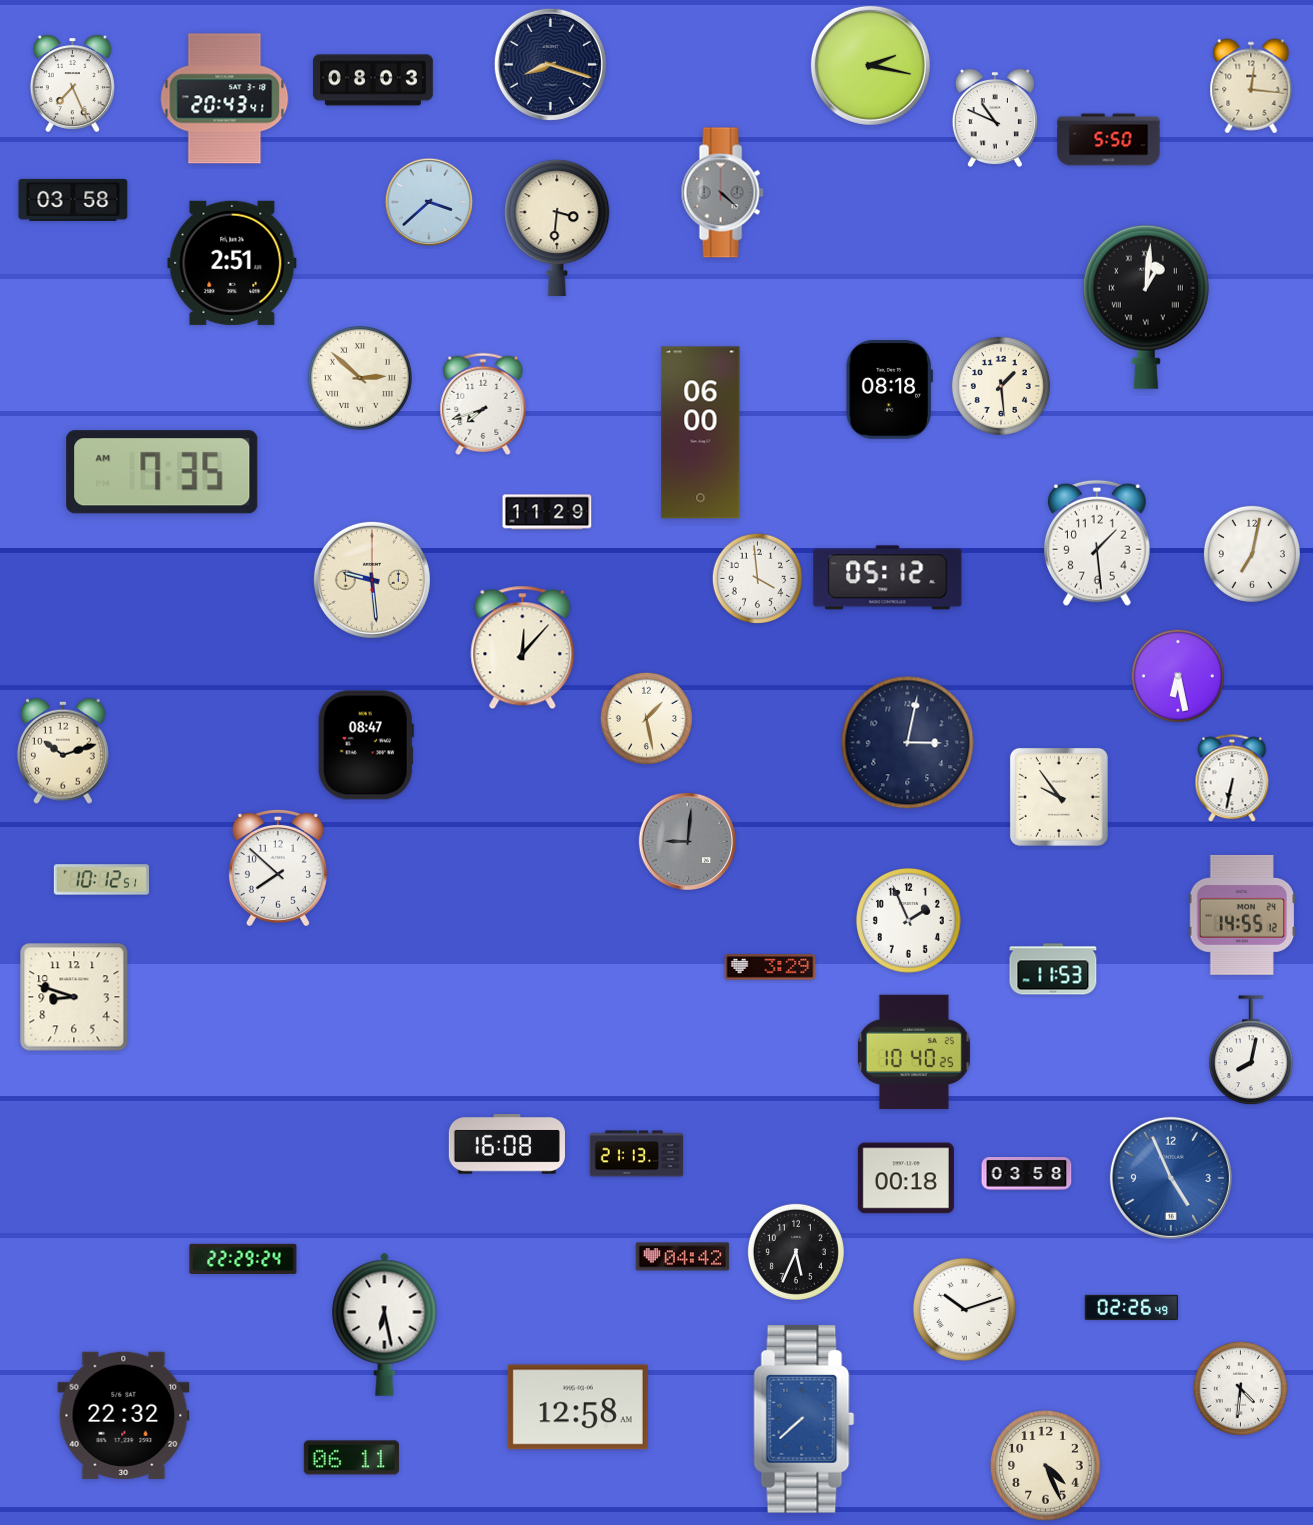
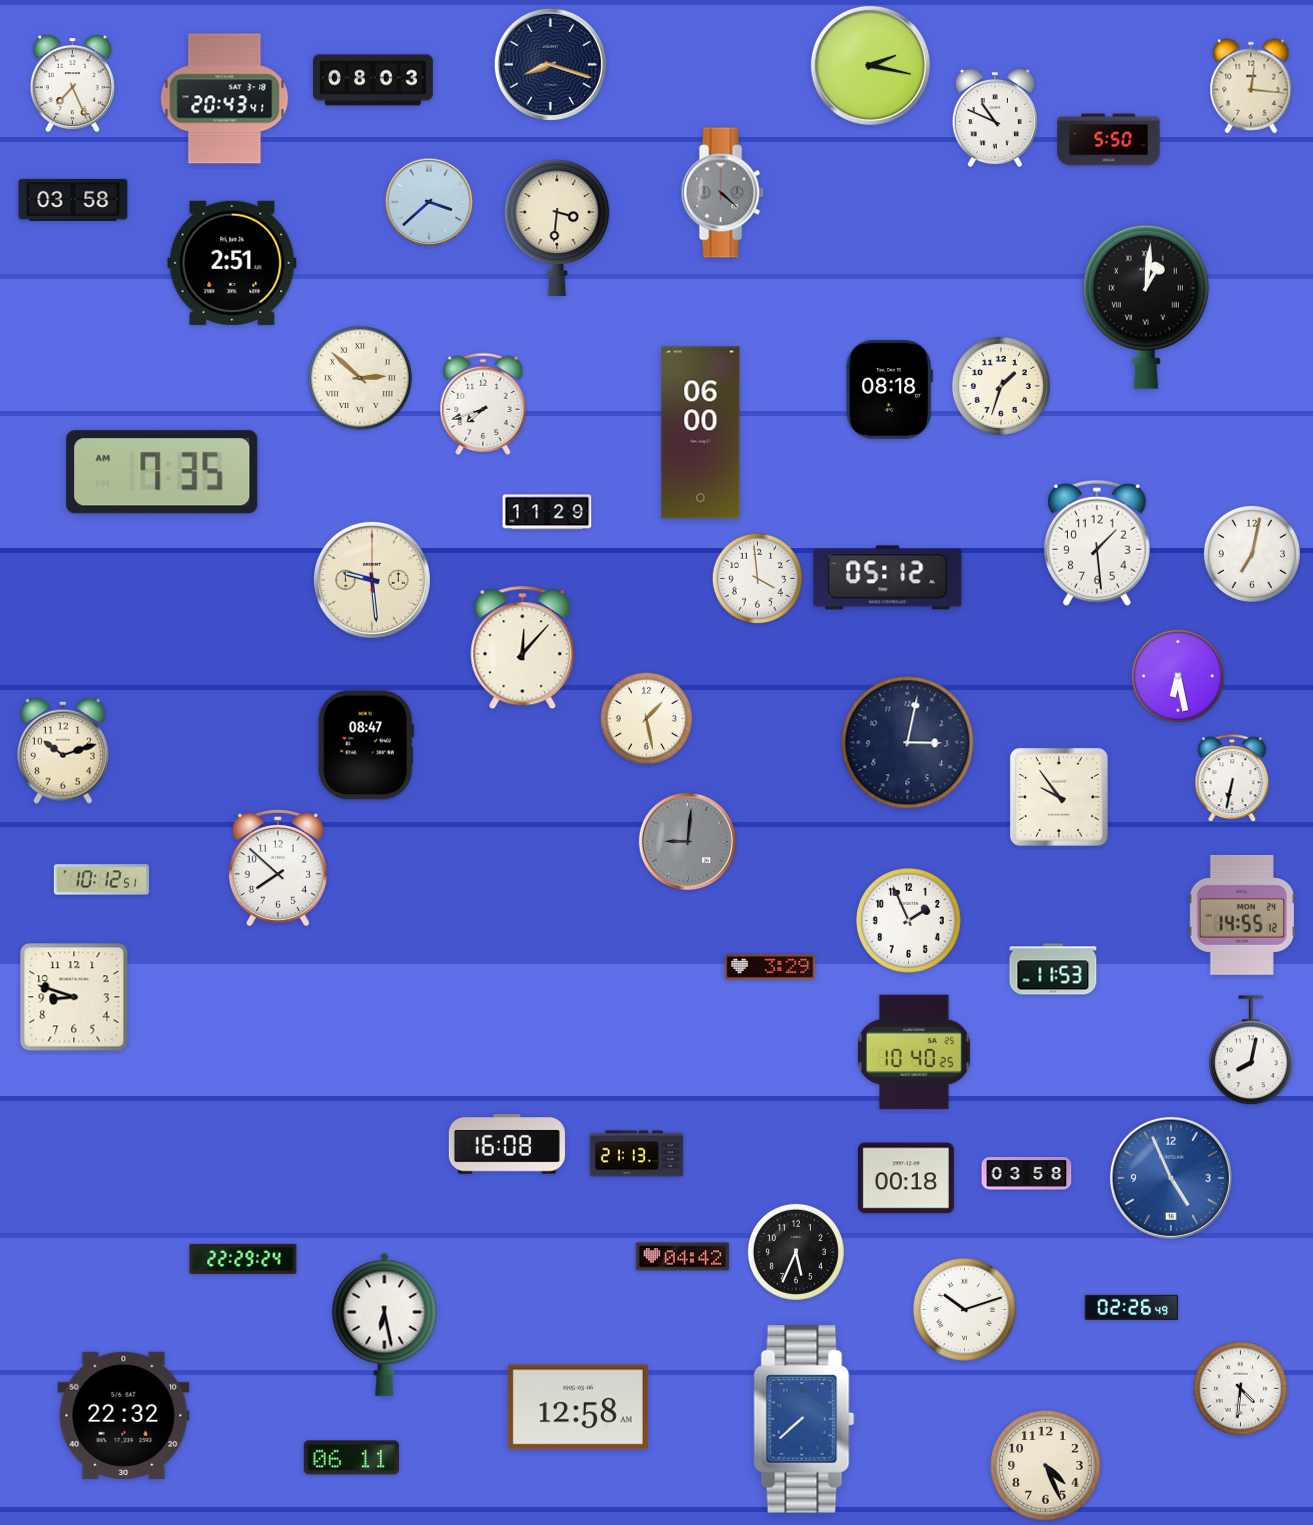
clock at (1001, 386): 1:29 -> 1:33
